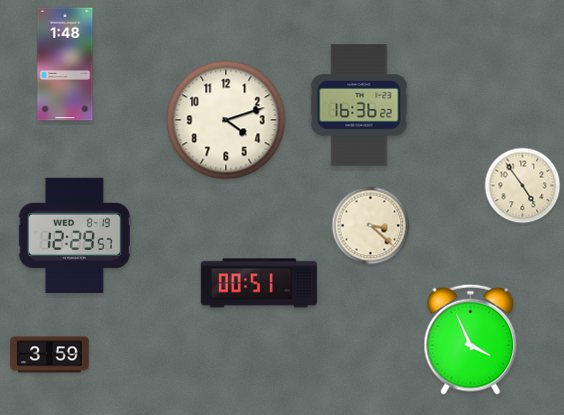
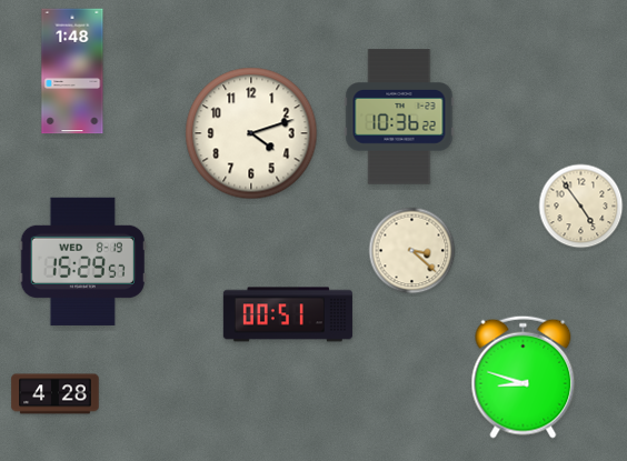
clock at (359, 105): 16:36 -> 10:36
clock at (74, 235): 12:29 -> 15:29
clock at (471, 339): 3:56 -> 8:48
clock at (50, 355): 3:59 -> 4:28
